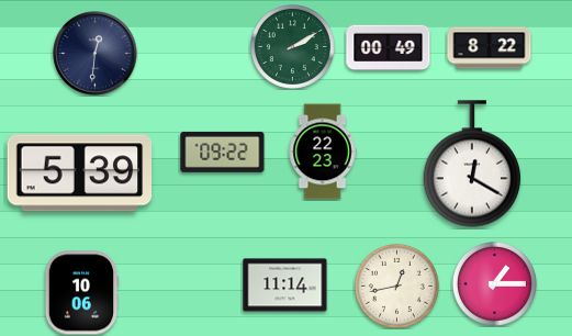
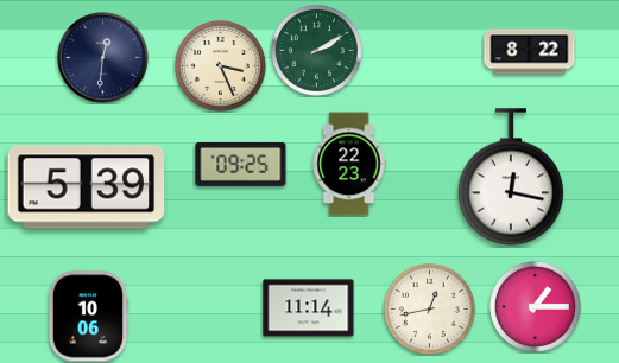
clock at (389, 48): 00:49 -> none
clock at (220, 65): none -> 3:26
clock at (223, 152): 09:22 -> 09:25
clock at (472, 164): 12:20 -> 12:17
